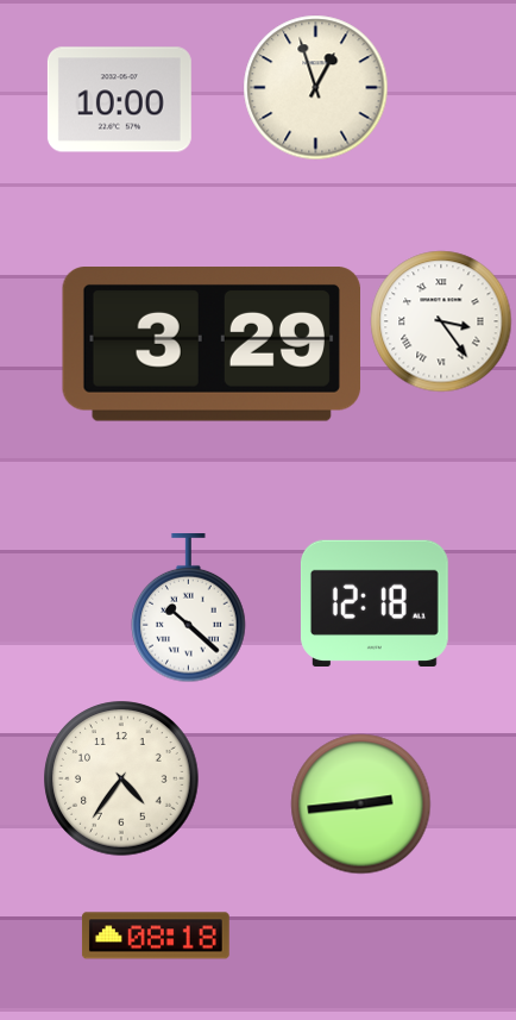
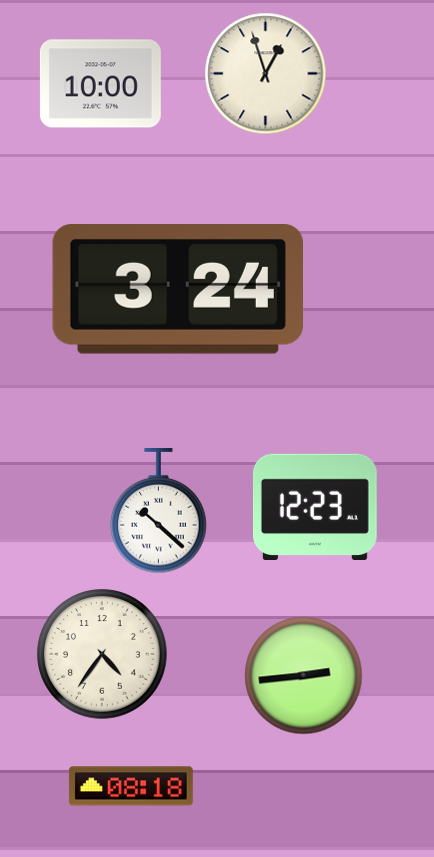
clock at (441, 321): 3:24 -> none
clock at (210, 345): 3:29 -> 3:24
clock at (375, 602): 12:18 -> 12:23
